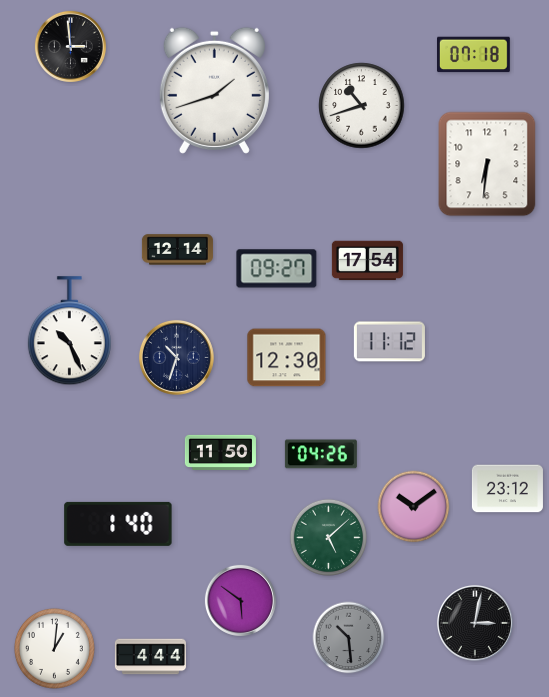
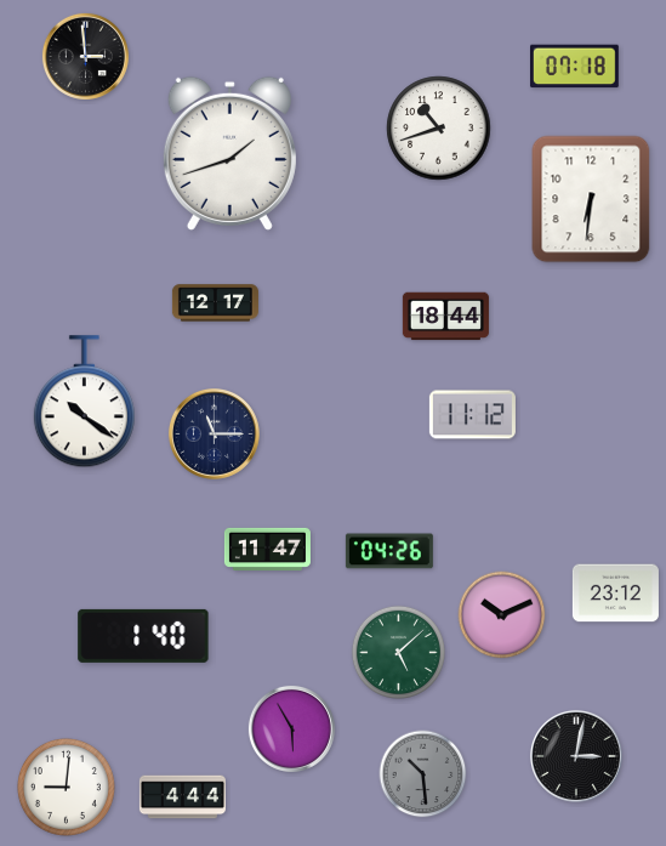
clock at (214, 90) position: (214, 90) -> (229, 153)
clock at (177, 250): 12:14 -> 12:17
clock at (367, 261): 17:54 -> 18:44
clock at (277, 269): 09:27 -> none
clock at (69, 331): 10:26 -> 10:21
clock at (176, 357): 10:33 -> 11:15
clock at (287, 358): 12:30 -> none
clock at (220, 452): 11:50 -> 11:47
clock at (414, 507): 10:09 -> 10:11
clock at (240, 600): 5:51 -> 5:55
clock at (54, 648): 1:01 -> 9:01
